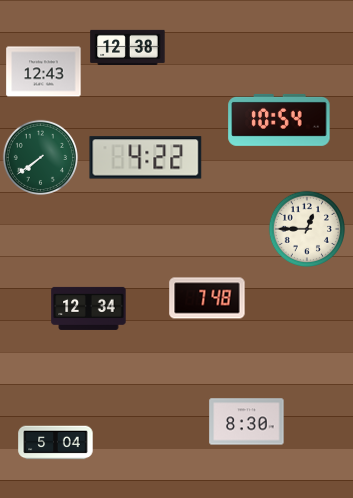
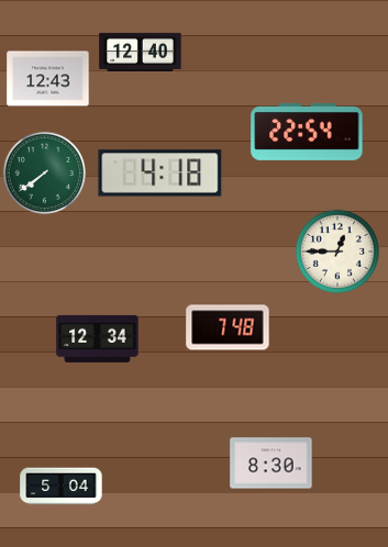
clock at (128, 47): 12:38 -> 12:40
clock at (279, 120): 10:54 -> 22:54
clock at (146, 158): 4:22 -> 4:18
